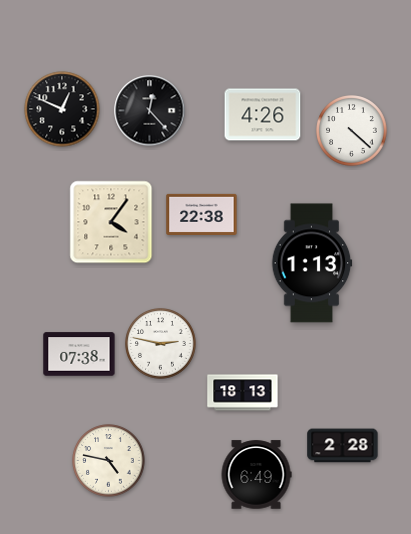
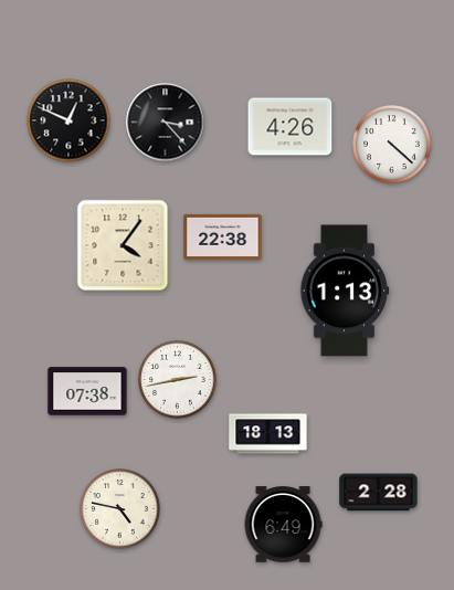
clock at (150, 111): 12:23 -> 3:23
clock at (352, 131) position: (352, 131) -> (392, 145)
clock at (161, 344): 2:47 -> 2:43
